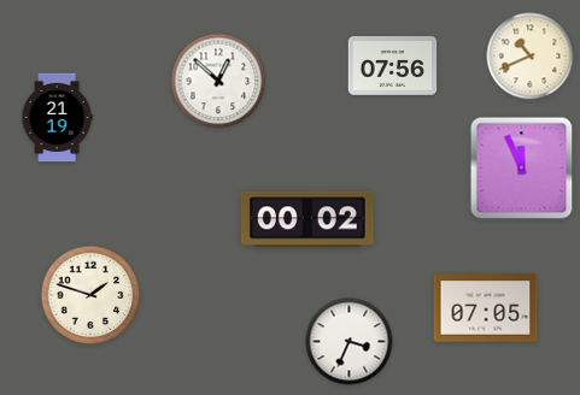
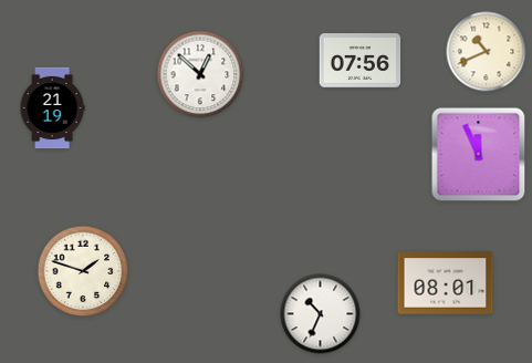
clock at (307, 219): 00:02 -> none
clock at (486, 308): 07:05 -> 08:01
clock at (350, 342): 3:34 -> 10:34
